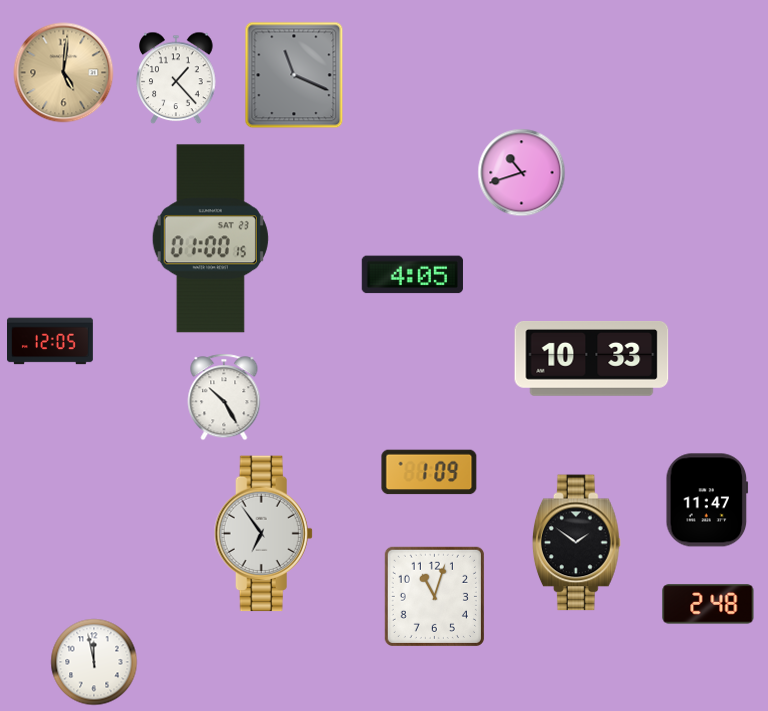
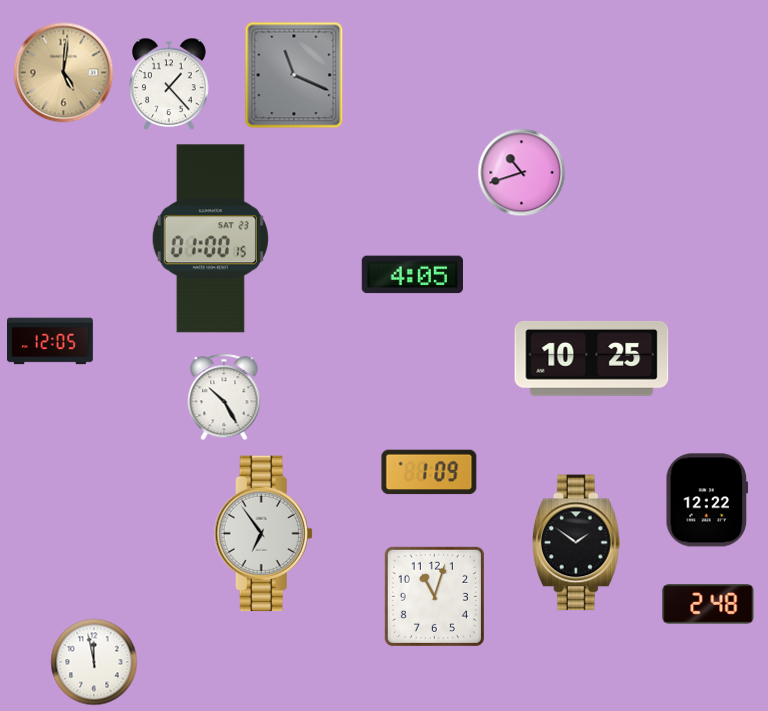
clock at (176, 78) position: (176, 78) -> (169, 84)
clock at (592, 359): 10:33 -> 10:25
clock at (707, 500): 11:47 -> 12:22
